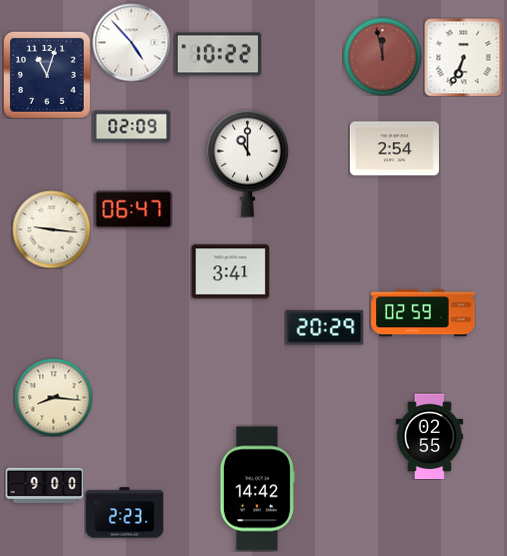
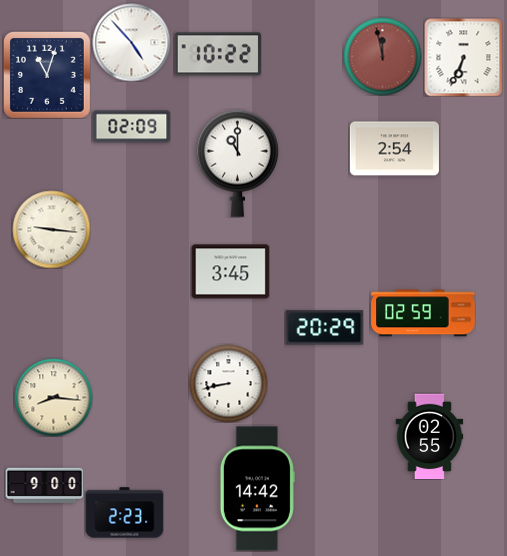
clock at (247, 163) position: (247, 163) -> (237, 163)
clock at (133, 210): 06:47 -> none
clock at (230, 272): 3:41 -> 3:45
clock at (228, 383): none -> 8:43
